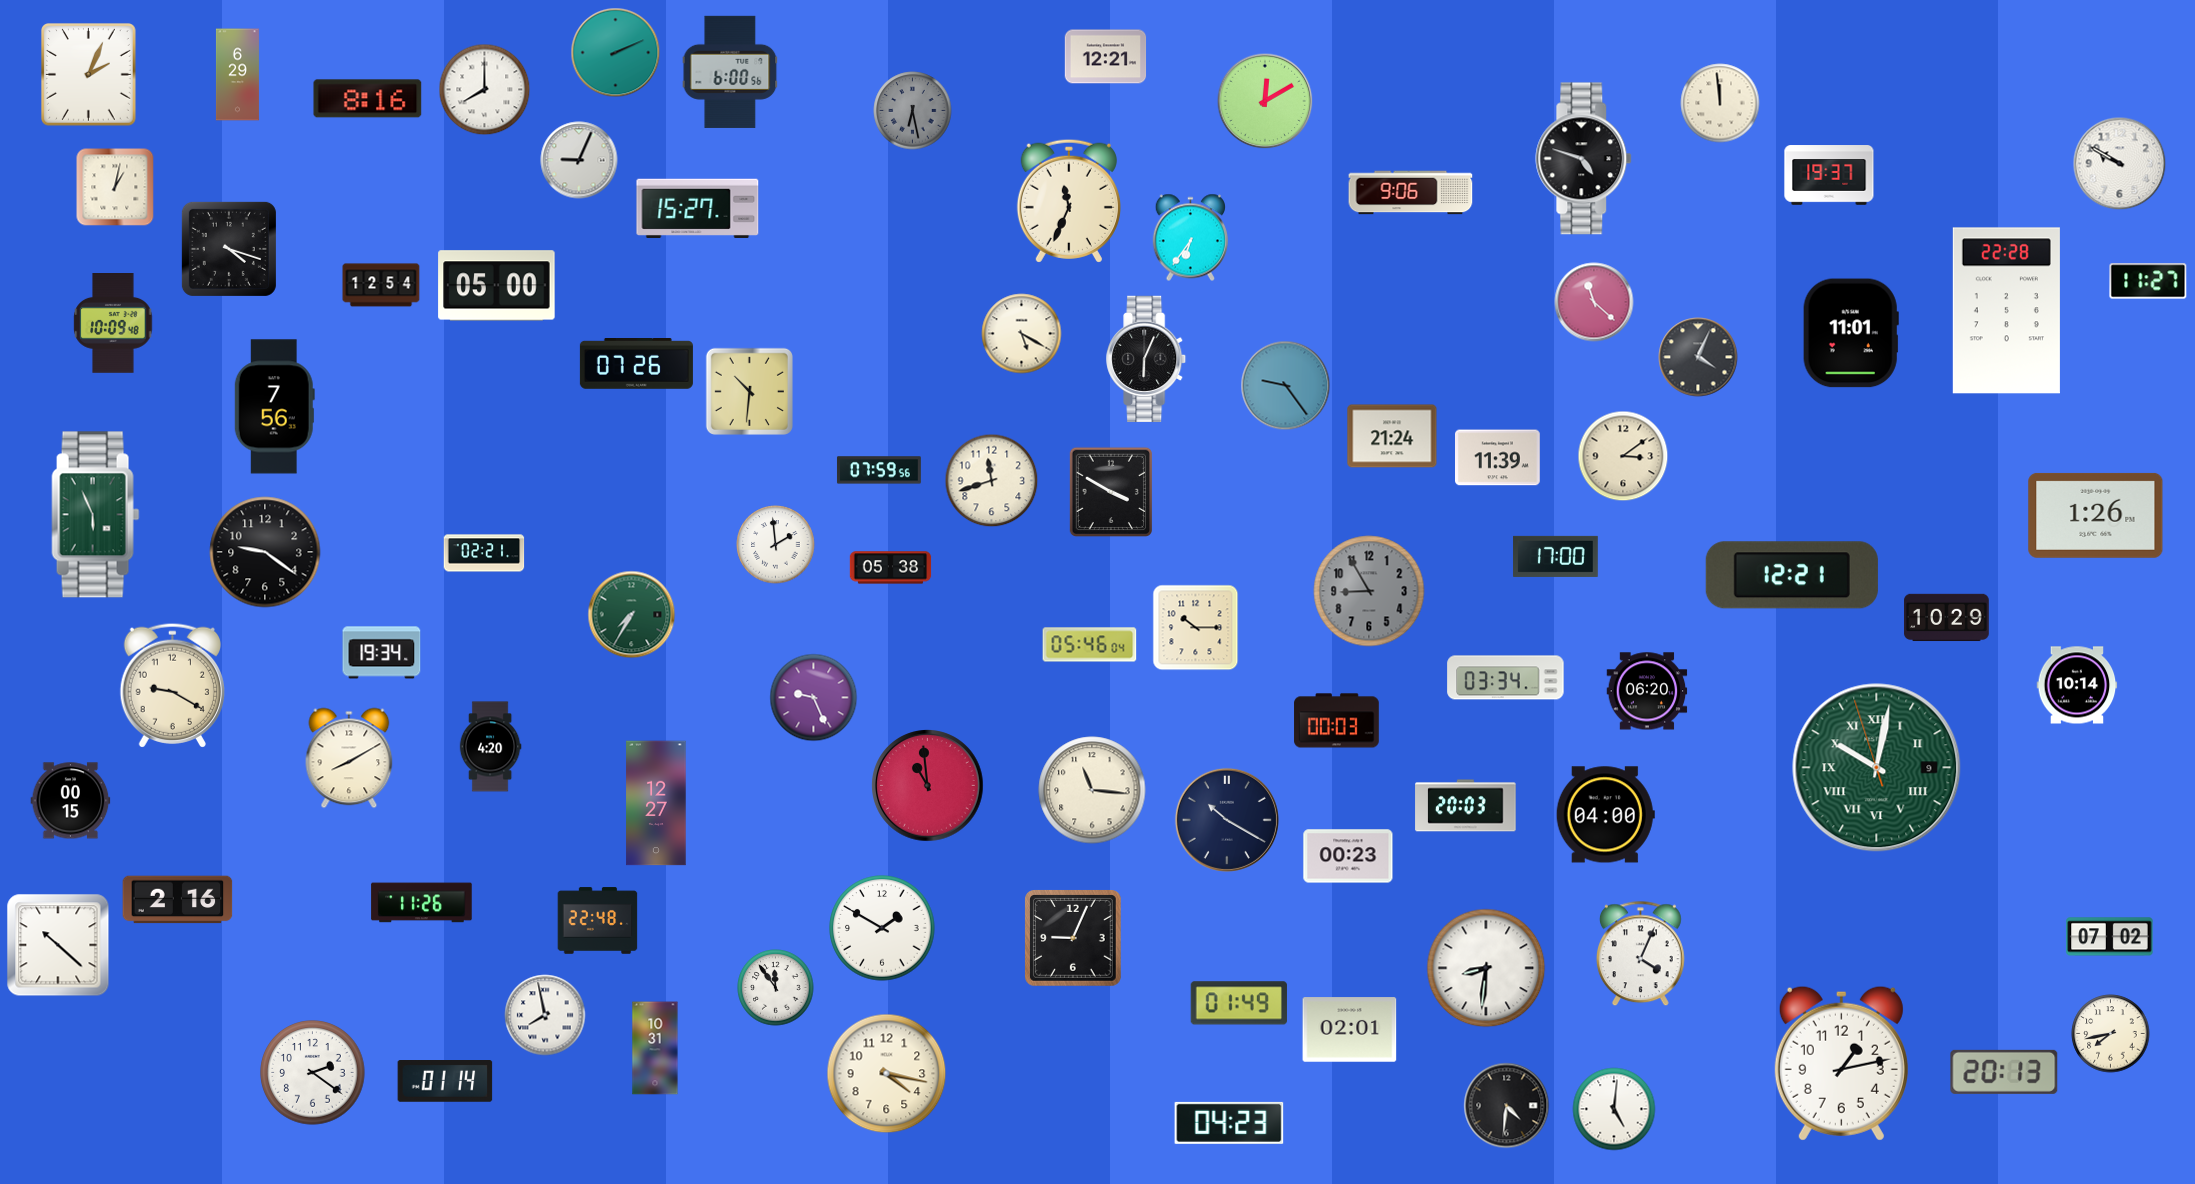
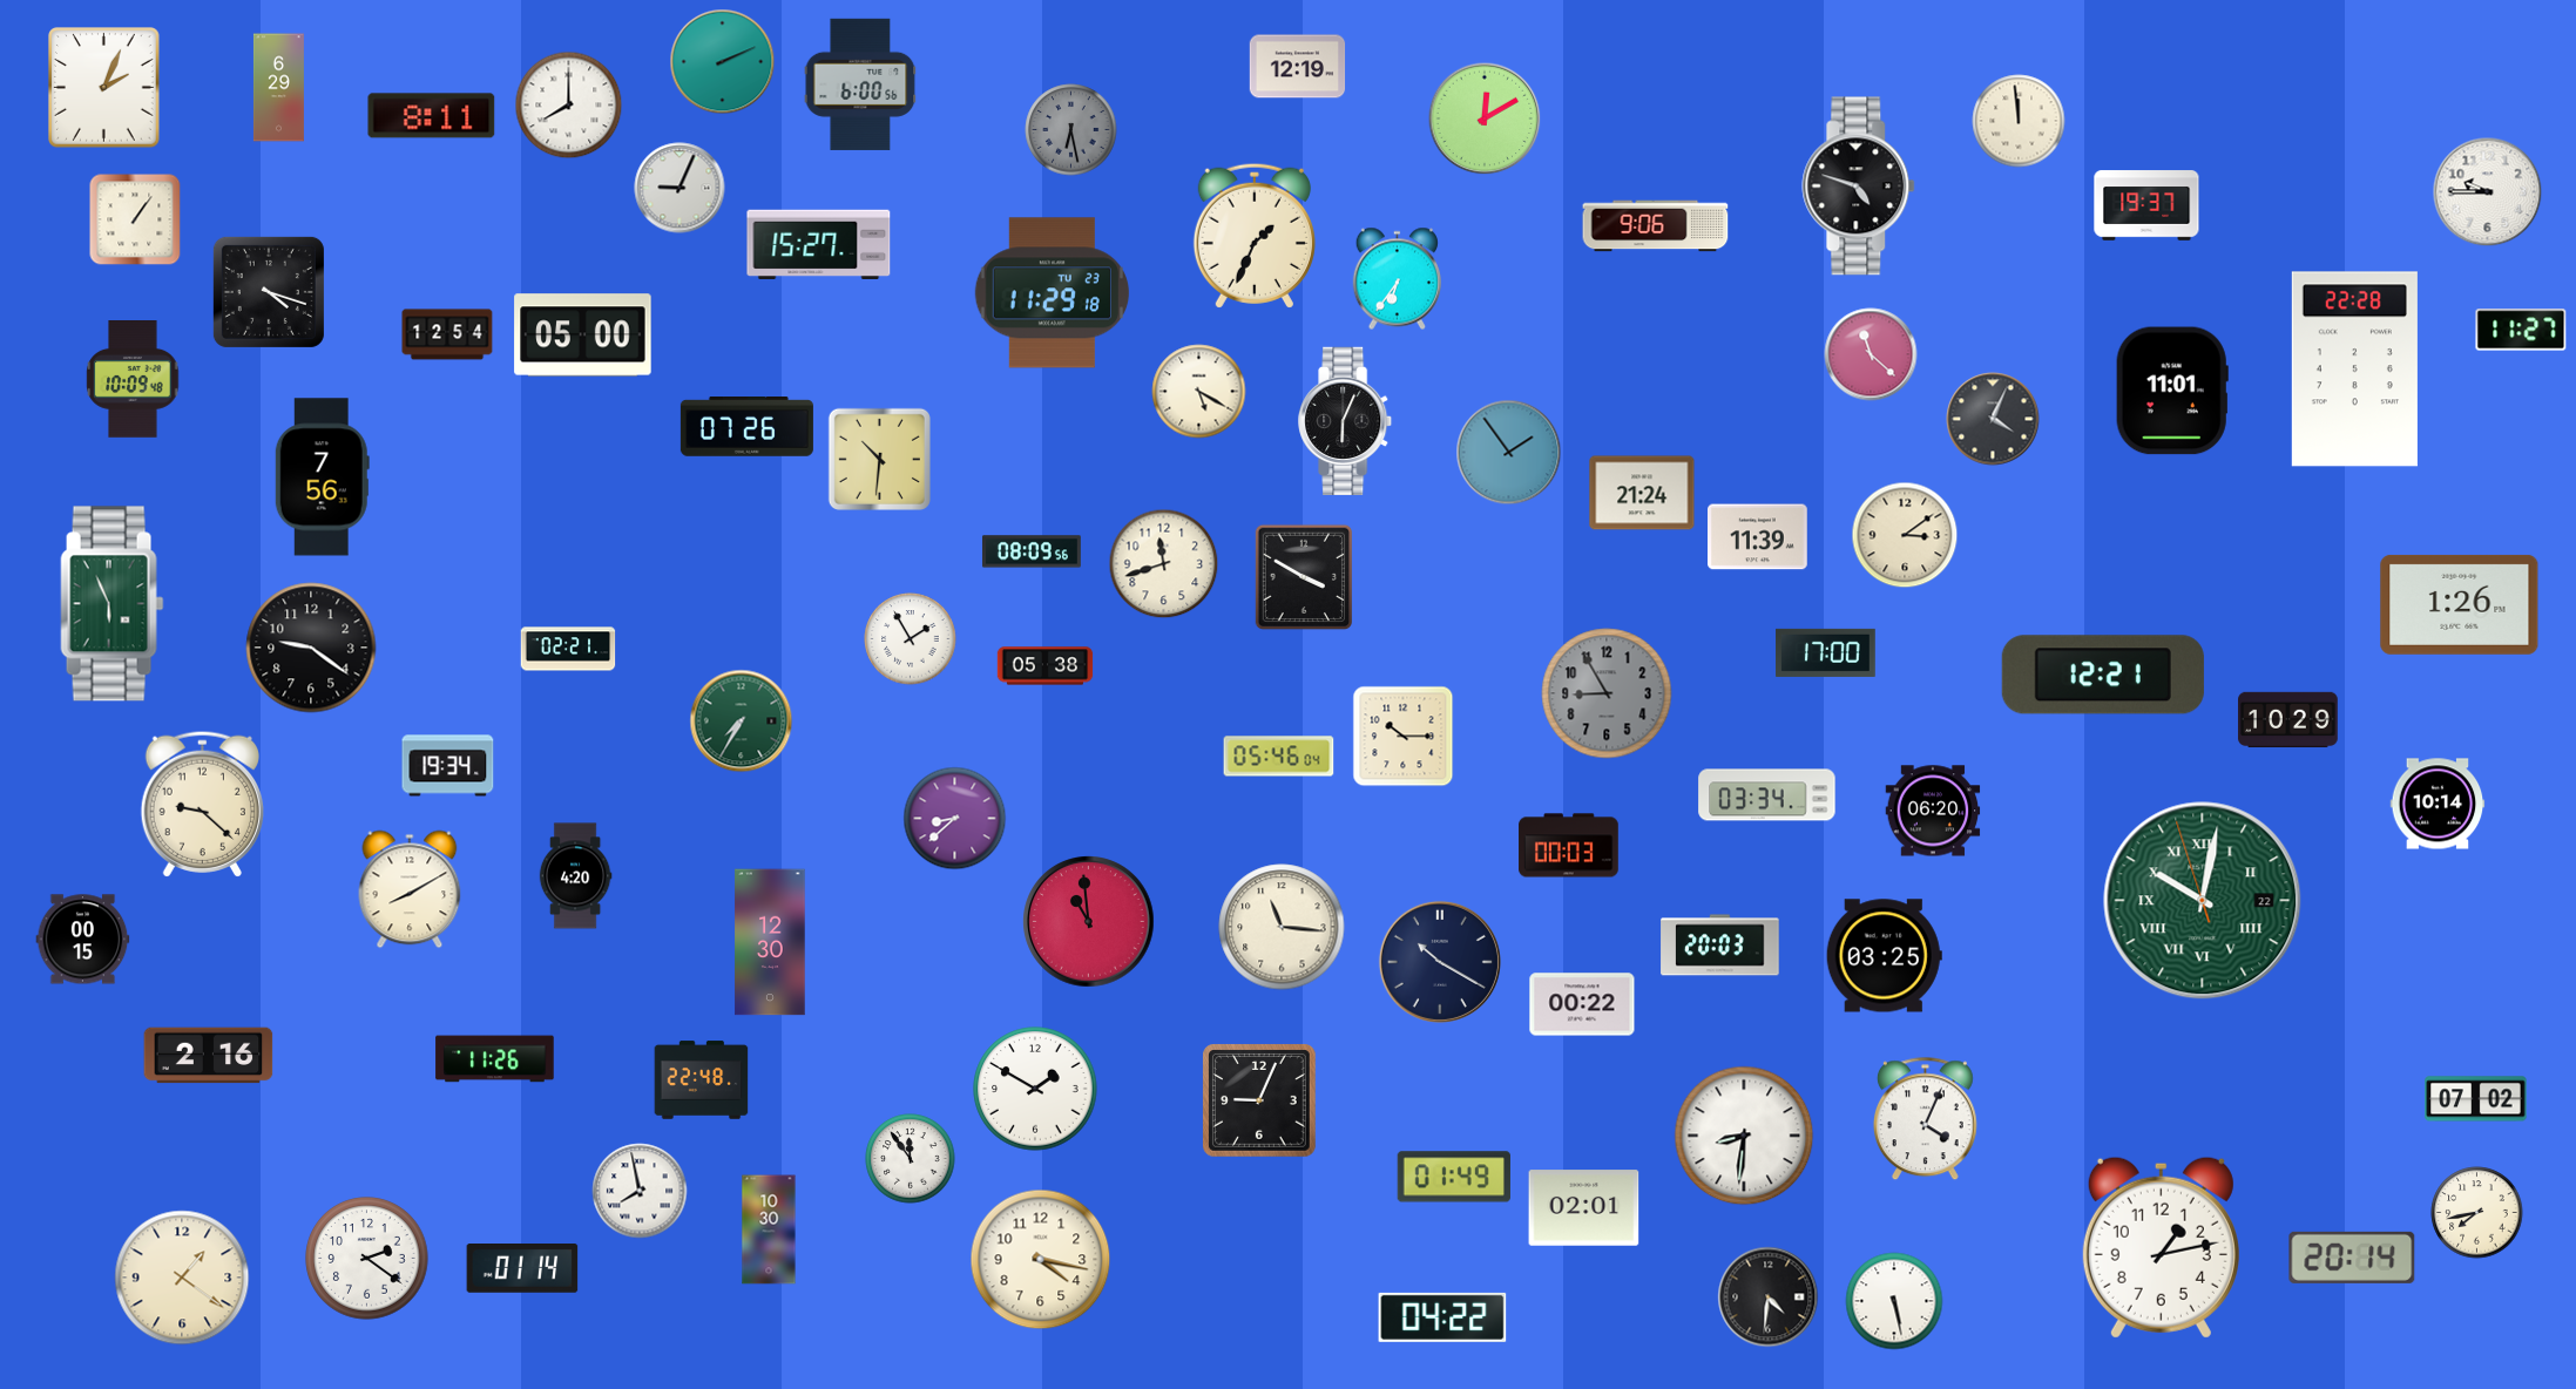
clock at (1106, 57): 12:21 -> 12:19
clock at (730, 72) position: (730, 72) -> (860, 84)
clock at (368, 99): 8:16 -> 8:11
clock at (2120, 164): 9:50 -> 9:45
clock at (115, 187): 1:02 -> 1:06
clock at (1069, 201): 11:34 -> 1:34
clock at (1052, 293): none -> 11:29
clock at (2006, 311) position: (2006, 311) -> (2354, 370)
clock at (1286, 386): 9:24 -> 1:54
clock at (1392, 436) position: (1392, 436) -> (1642, 493)
clock at (879, 470): 07:59 -> 08:09
clock at (776, 545): 1:59 -> 1:55
clock at (1947, 618) position: (1947, 618) -> (2288, 720)
clock at (172, 685): 9:20 -> 9:22
clock at (814, 698): 9:26 -> 8:38
clock at (1877, 768) date: 9 -> 22
clock at (656, 803): 12:27 -> 12:30
clock at (1605, 815): 04:00 -> 03:25
clock at (1348, 856): 00:23 -> 00:22
clock at (58, 945): 10:22 -> none
clock at (655, 1048): 10:31 -> 10:30
clock at (2004, 1072): 20:13 -> 20:14
clock at (182, 1278): none -> 1:21
clock at (1614, 1109): 5:01 -> 5:28
clock at (1229, 1123): 04:23 -> 04:22
